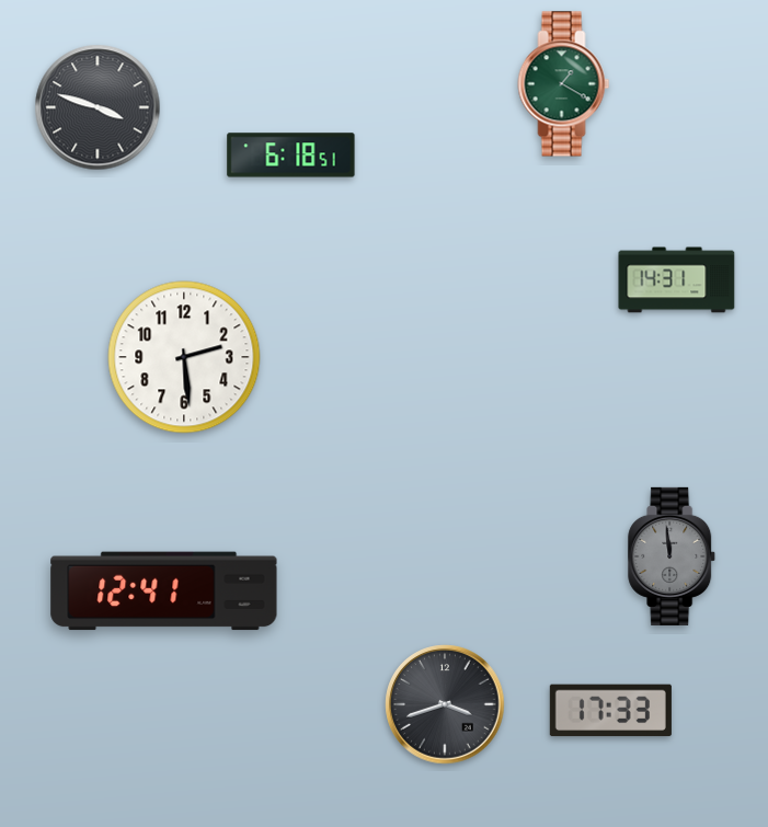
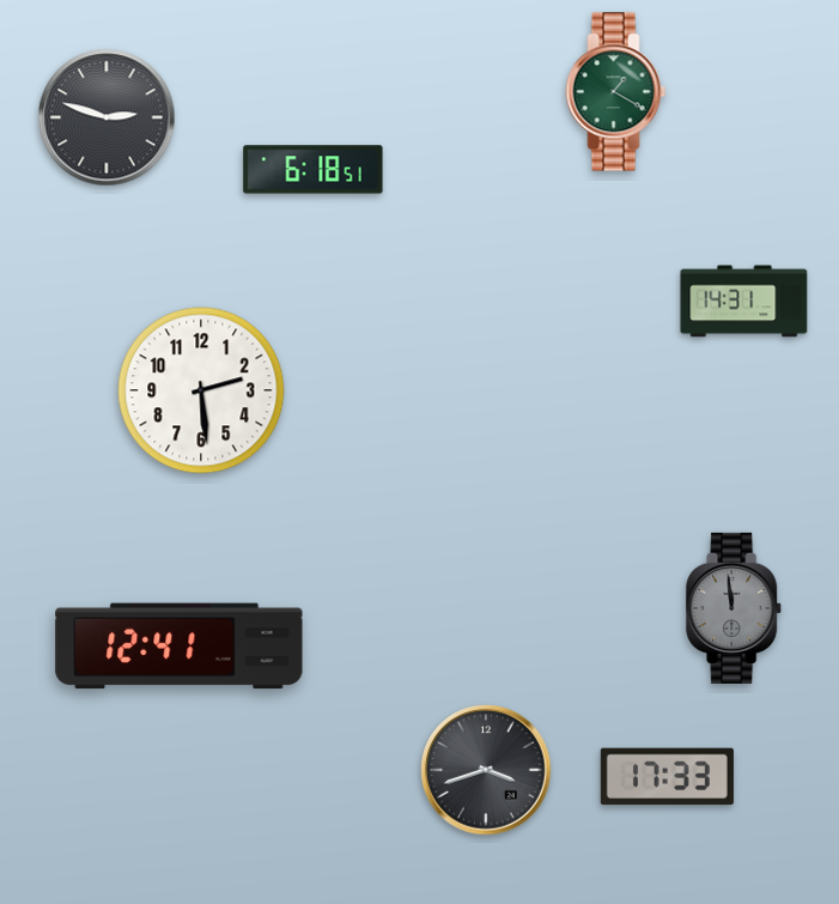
clock at (98, 107): 3:48 -> 2:48
clock at (291, 156) position: (291, 156) -> (314, 170)
clock at (677, 280) position: (677, 280) -> (744, 302)
